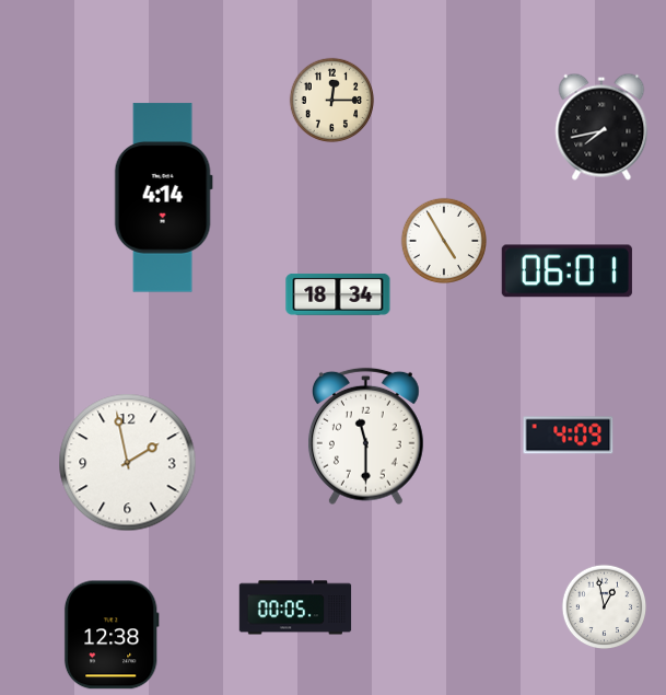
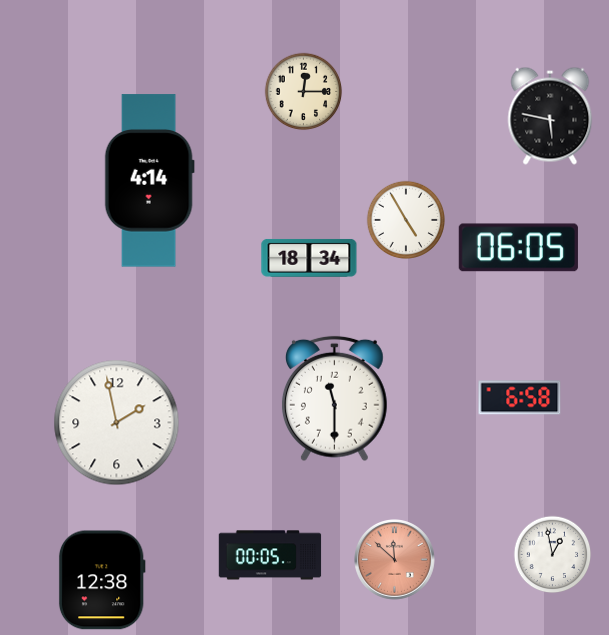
clock at (601, 127): 7:43 -> 5:47
clock at (566, 271): 06:01 -> 06:05
clock at (338, 294) position: (338, 294) -> (309, 258)
clock at (569, 436): 4:09 -> 6:58
clock at (395, 560): none -> 11:52
